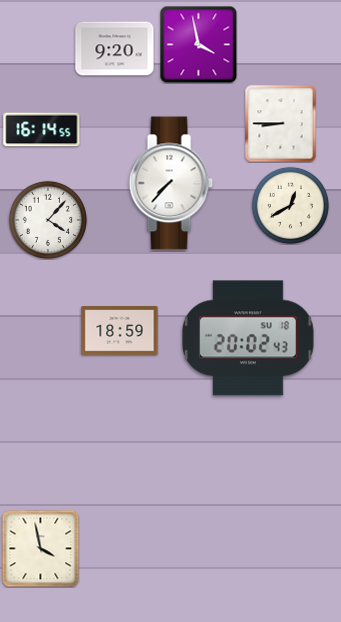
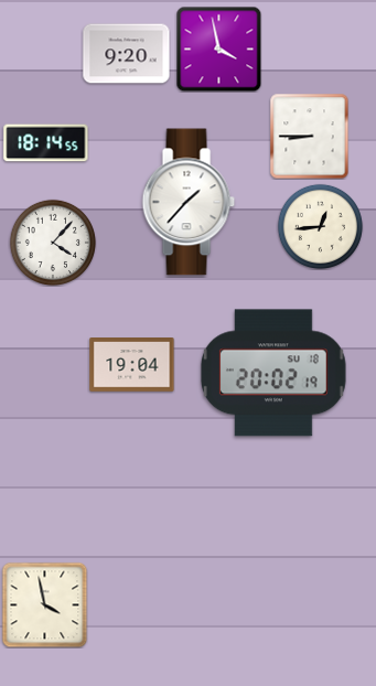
clock at (42, 130): 16:14 -> 18:14
clock at (171, 183): 7:37 -> 1:37
clock at (290, 205): 12:40 -> 12:44
clock at (120, 331): 18:59 -> 19:04
clock at (248, 338): 20:02:43 -> 20:02:19
